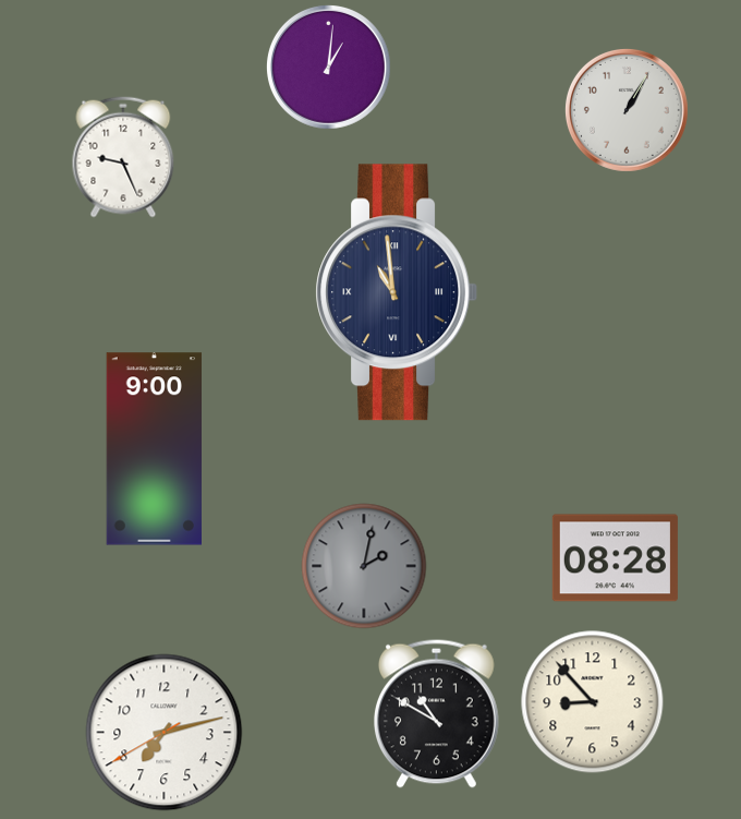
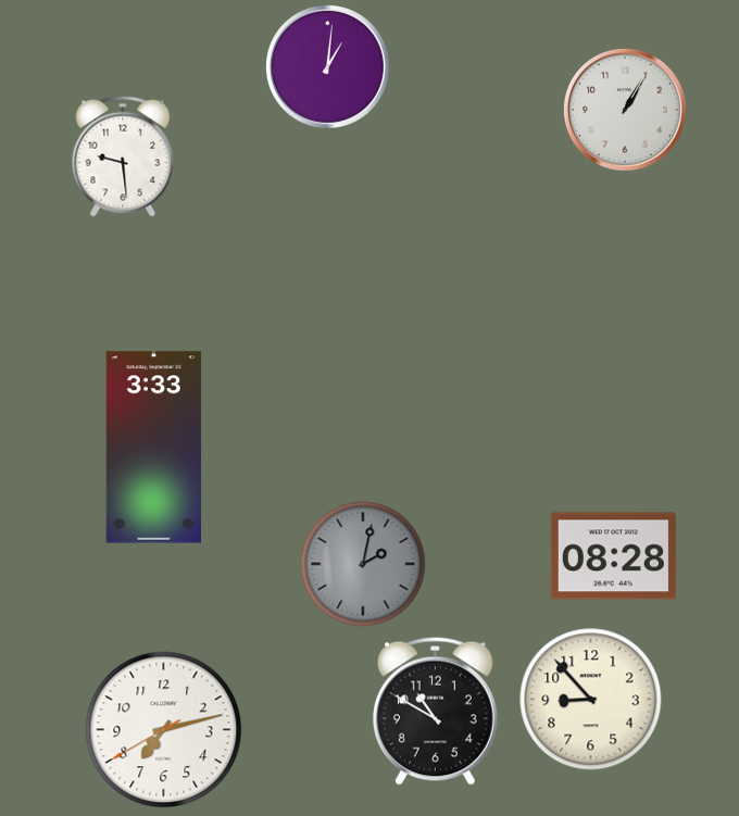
clock at (123, 157): 9:26 -> 9:29
clock at (396, 292): 10:59 -> none
clock at (154, 449): 9:00 -> 3:33
